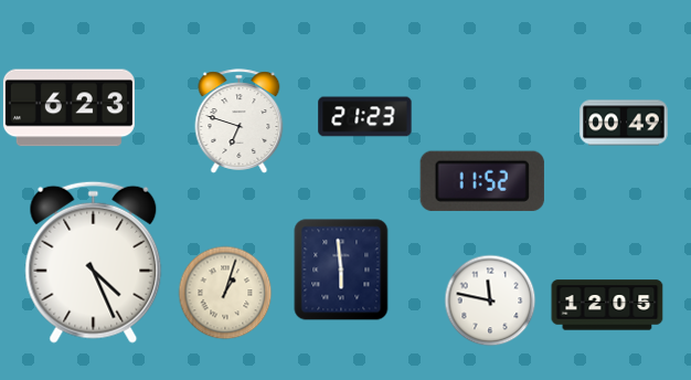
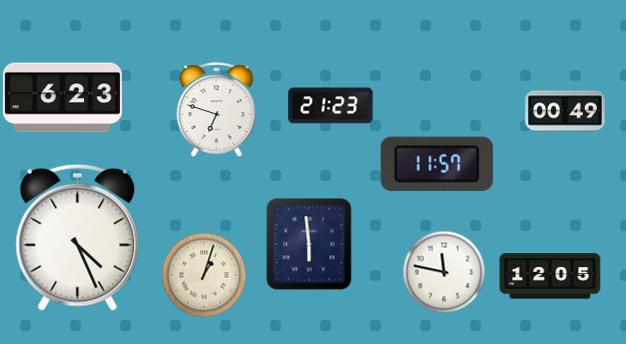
clock at (482, 181): 11:52 -> 11:57
clock at (94, 262) position: (94, 262) -> (78, 237)
clock at (225, 293) position: (225, 293) -> (204, 275)
